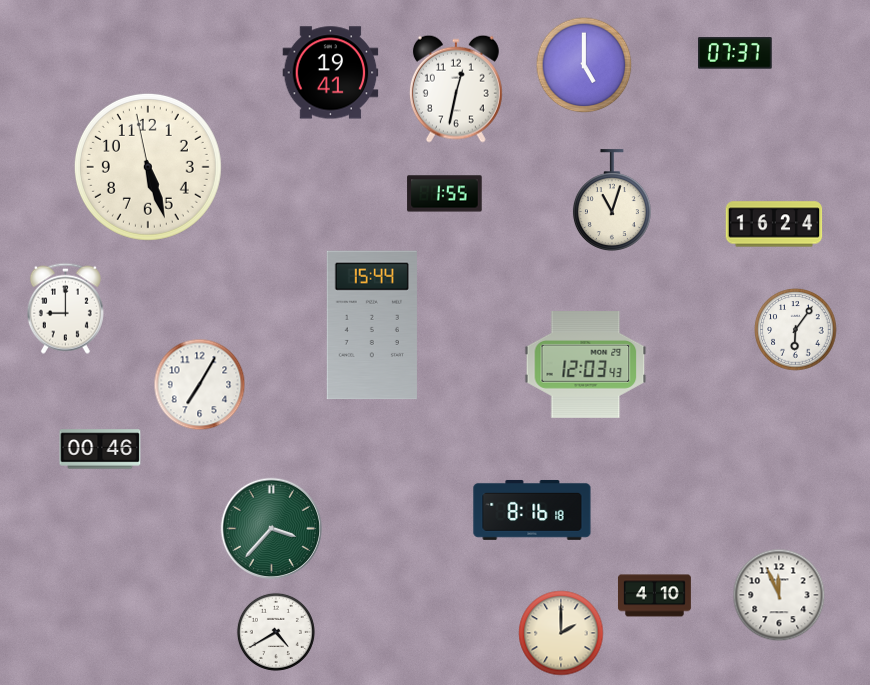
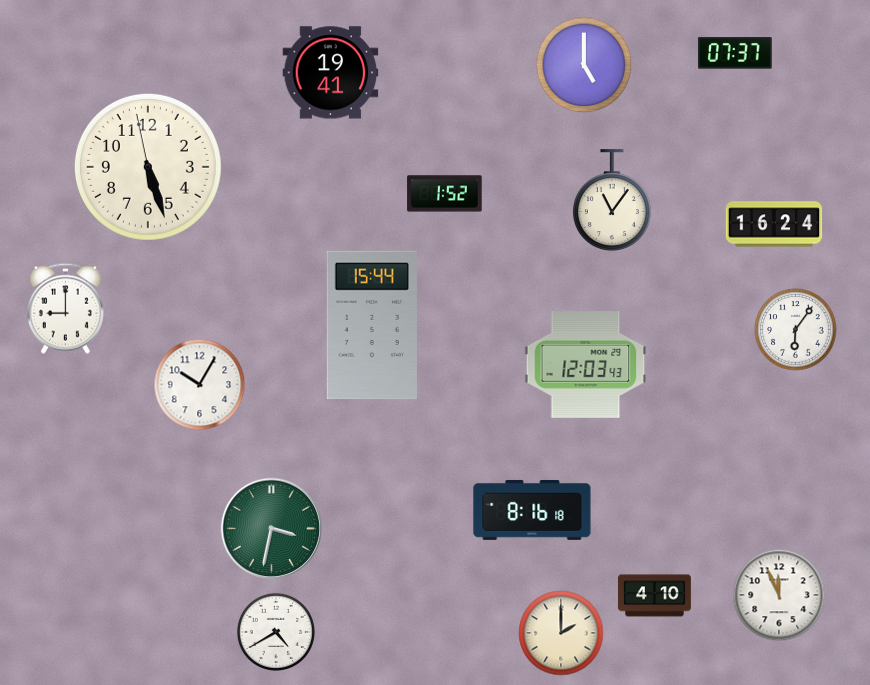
clock at (456, 89): 12:32 -> none
clock at (445, 194): 1:55 -> 1:52
clock at (612, 200): 11:03 -> 11:06
clock at (200, 385): 7:05 -> 10:05
clock at (100, 449): 00:46 -> none
clock at (271, 528): 3:37 -> 3:32
